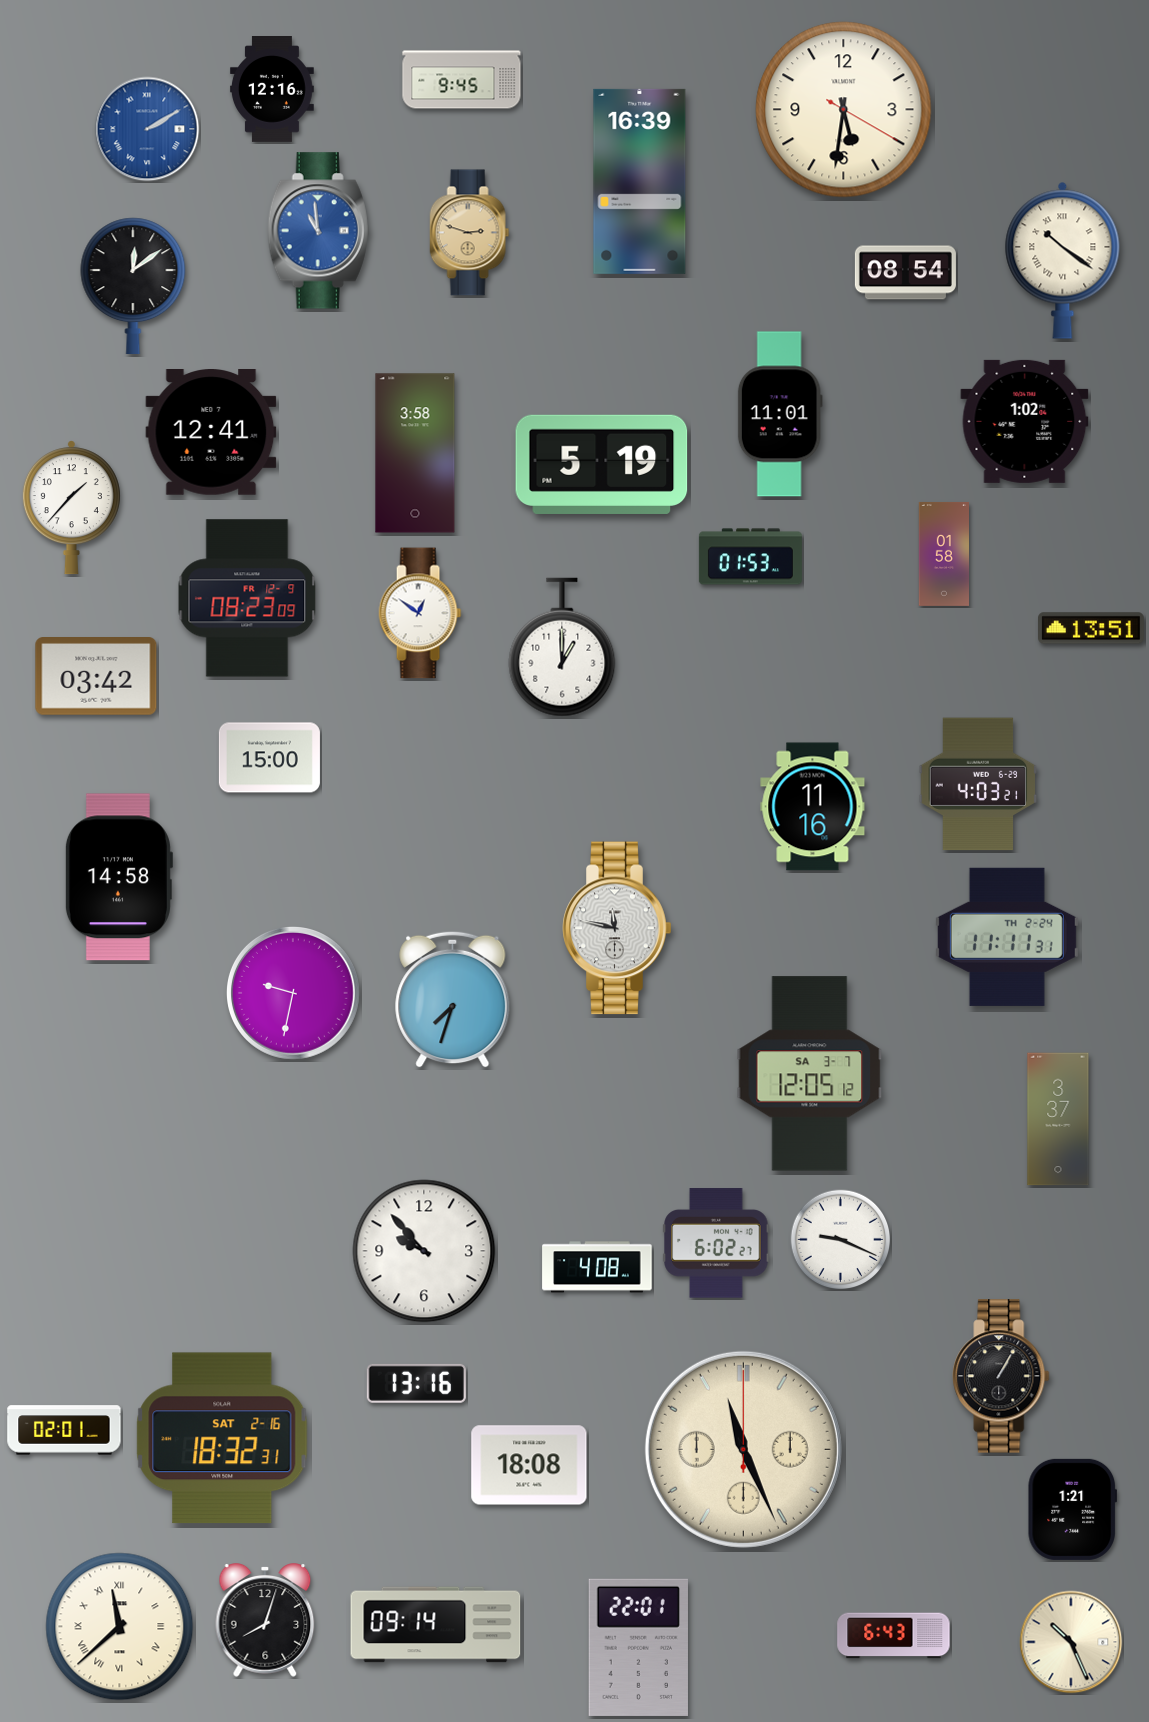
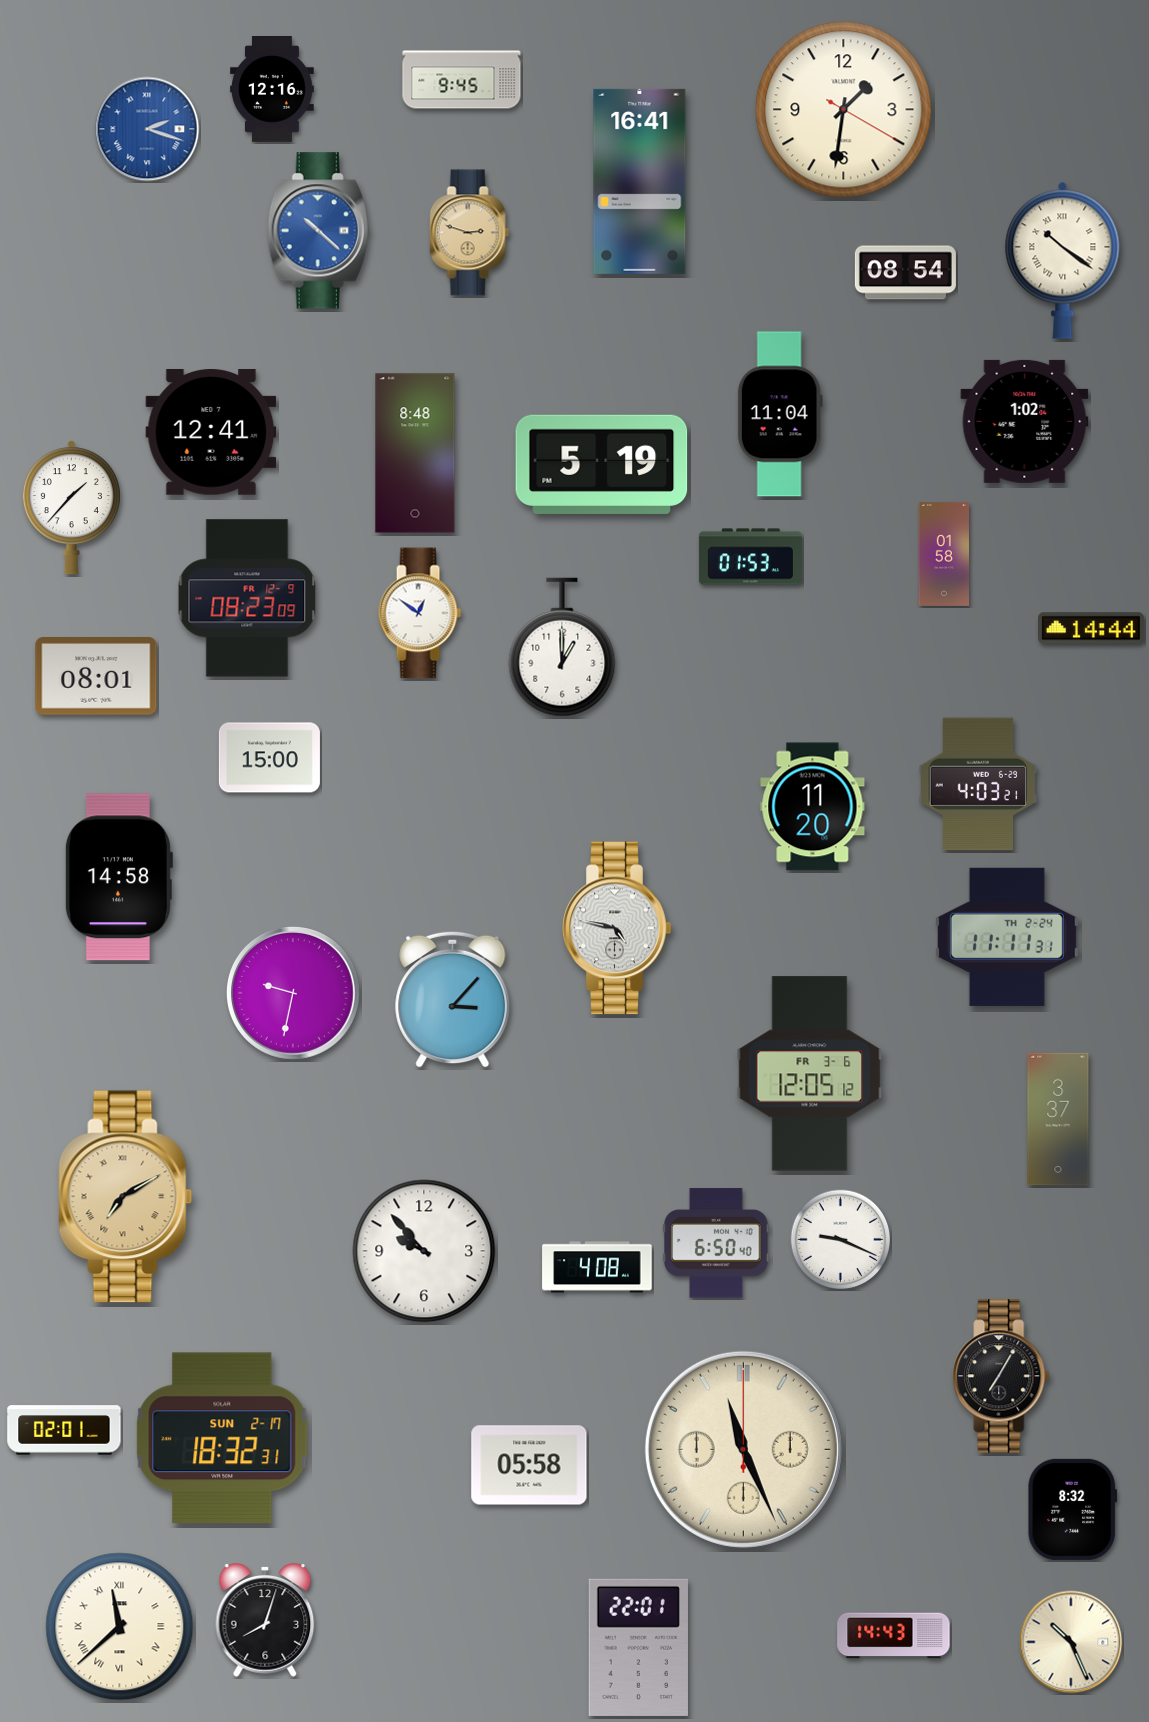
clock at (844, 110): 5:31 -> 1:31
clock at (147, 129): 2:10 -> 2:18
clock at (640, 181): 16:39 -> 16:41
clock at (319, 231): 10:59 -> 10:22
clock at (133, 285): 12:09 -> none
clock at (780, 414): 11:01 -> 11:04
clock at (415, 453): 3:58 -> 8:48
clock at (1092, 628): 13:51 -> 14:44
clock at (96, 677): 03:42 -> 08:01
clock at (813, 807): 11:16 -> 11:20
clock at (617, 928): 11:47 -> 4:47
clock at (453, 999): 7:33 -> 3:07
clock at (810, 1074) date: SA 3-7 -> FR 3-6
clock at (126, 1197): none -> 7:10
clock at (716, 1243): 6:02 -> 6:50
clock at (1001, 1376): 1:05 -> 7:05
clock at (416, 1383): 13:16 -> none
clock at (222, 1438) date: SAT 2-16 -> SUN 2-17
clock at (529, 1465): 18:08 -> 05:58
clock at (1072, 1509): 1:21 -> 8:32
clock at (436, 1625): 09:14 -> none
clock at (894, 1636): 6:43 -> 14:43
